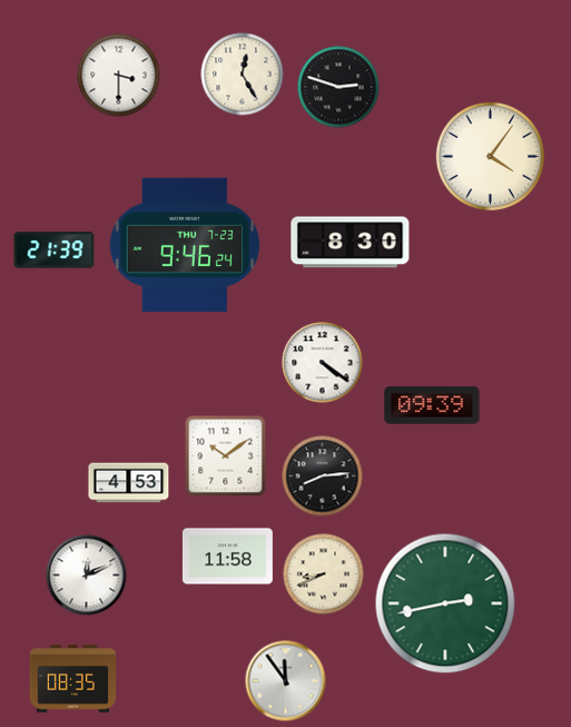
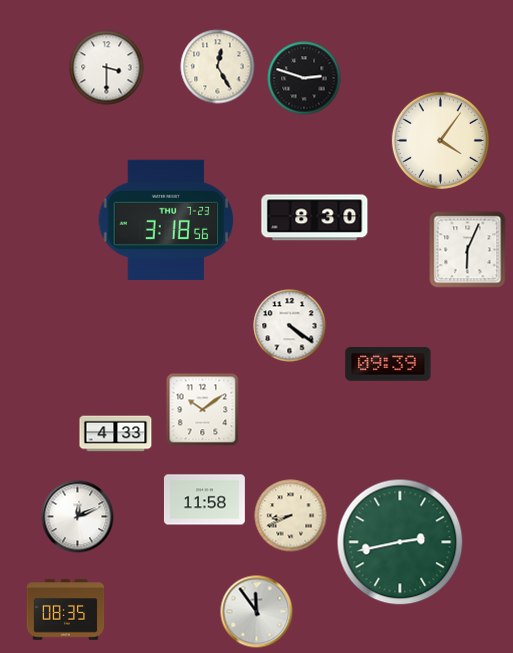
clock at (185, 245): 9:46 -> 3:18
clock at (55, 250): 21:39 -> none
clock at (468, 250): none -> 6:04
clock at (323, 477): 8:14 -> none
clock at (129, 483): 4:53 -> 4:33
